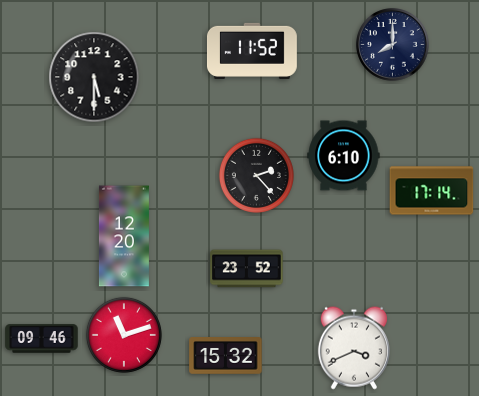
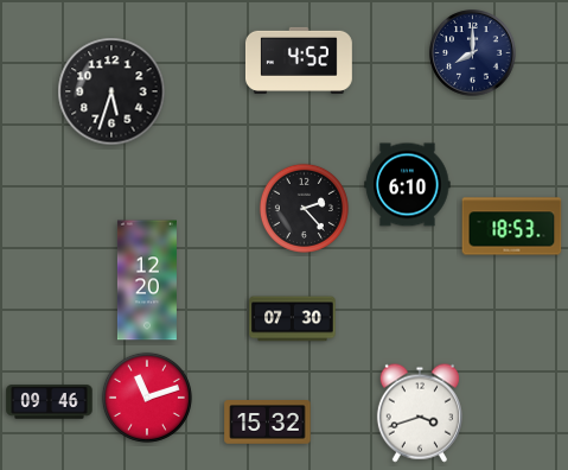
clock at (393, 45) position: (393, 45) -> (473, 53)
clock at (252, 51): 11:52 -> 4:52
clock at (94, 77): 5:30 -> 5:33
clock at (432, 191): 17:14 -> 18:53
clock at (247, 269): 23:52 -> 07:30
clock at (354, 348): 3:41 -> 3:42
